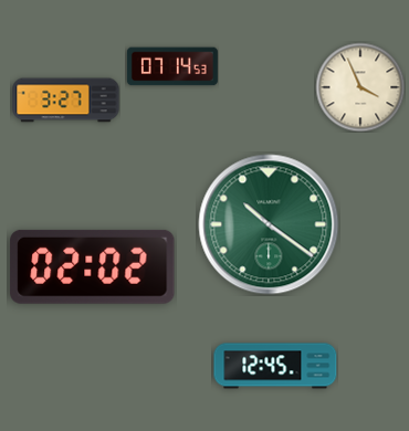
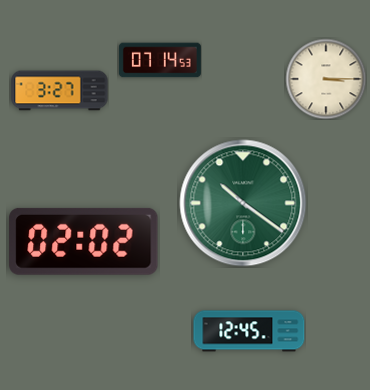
clock at (172, 66) position: (172, 66) -> (160, 60)
clock at (360, 87): 3:56 -> 3:15
